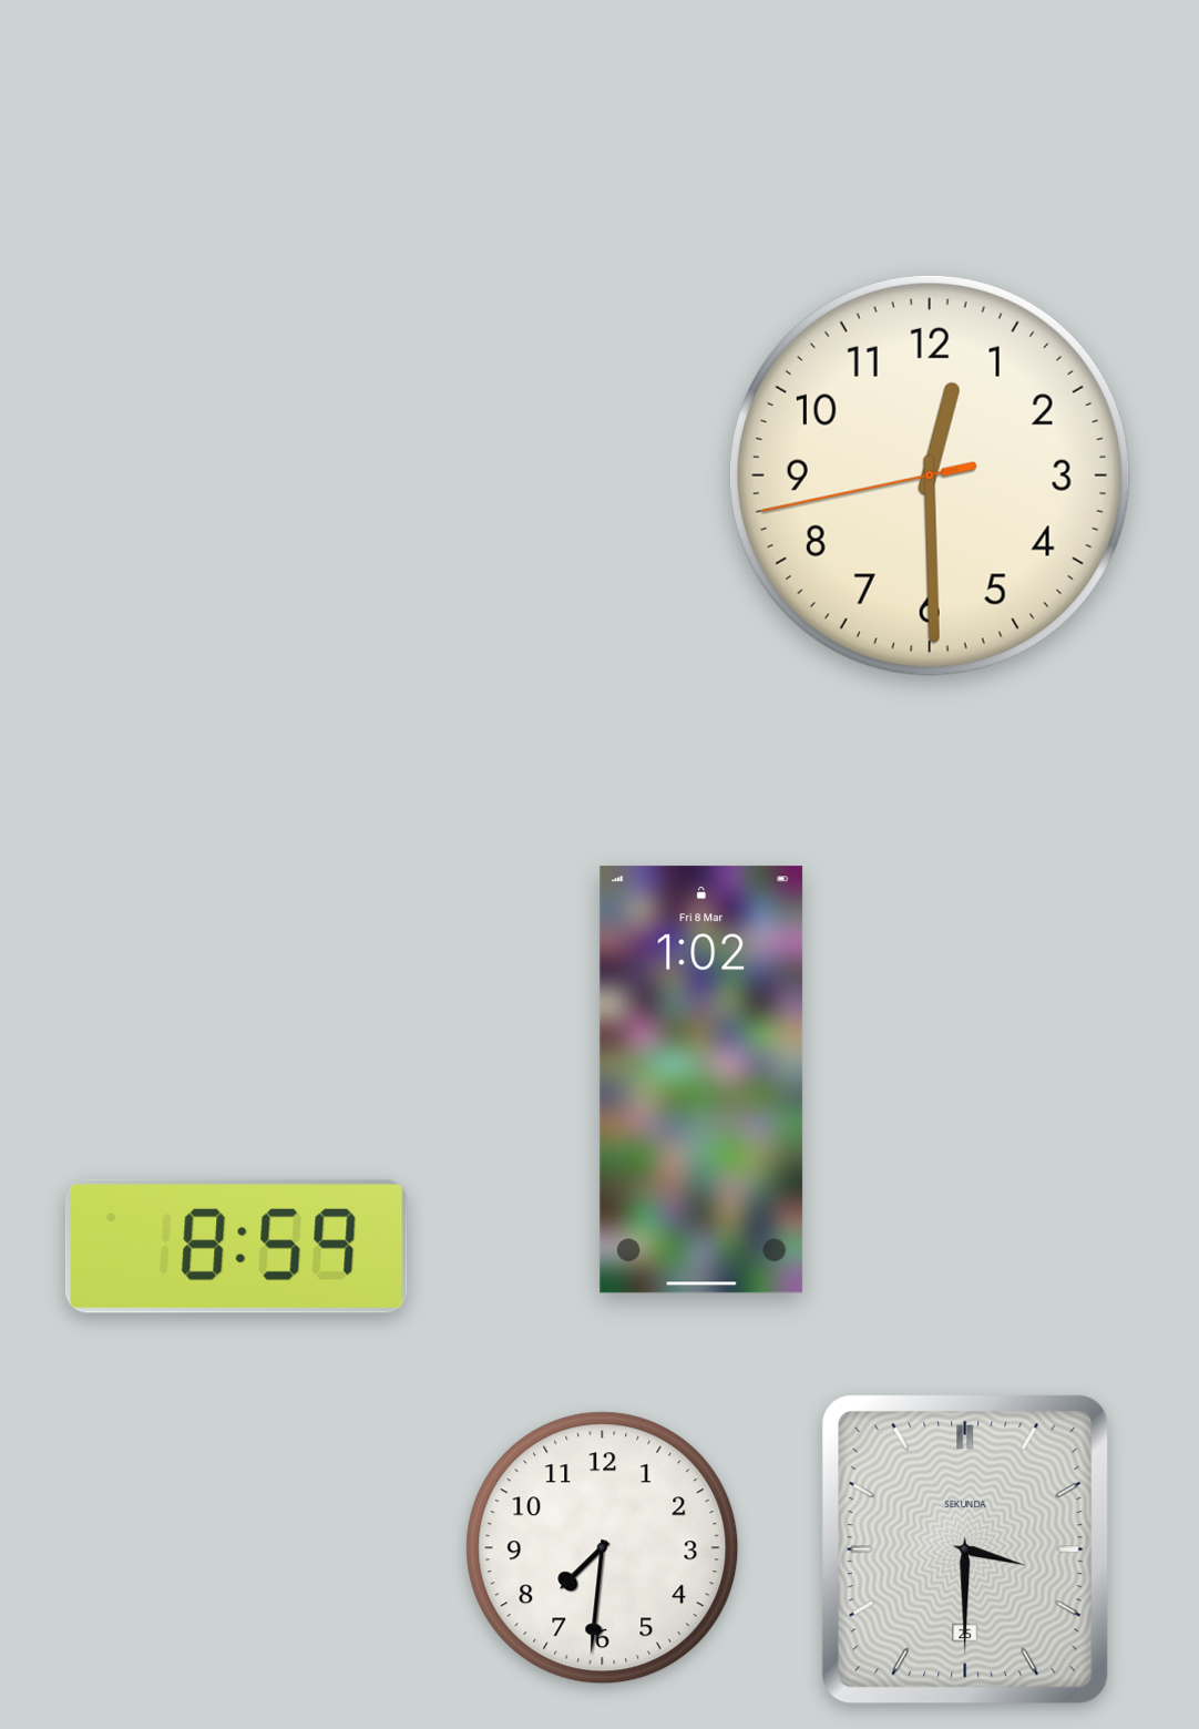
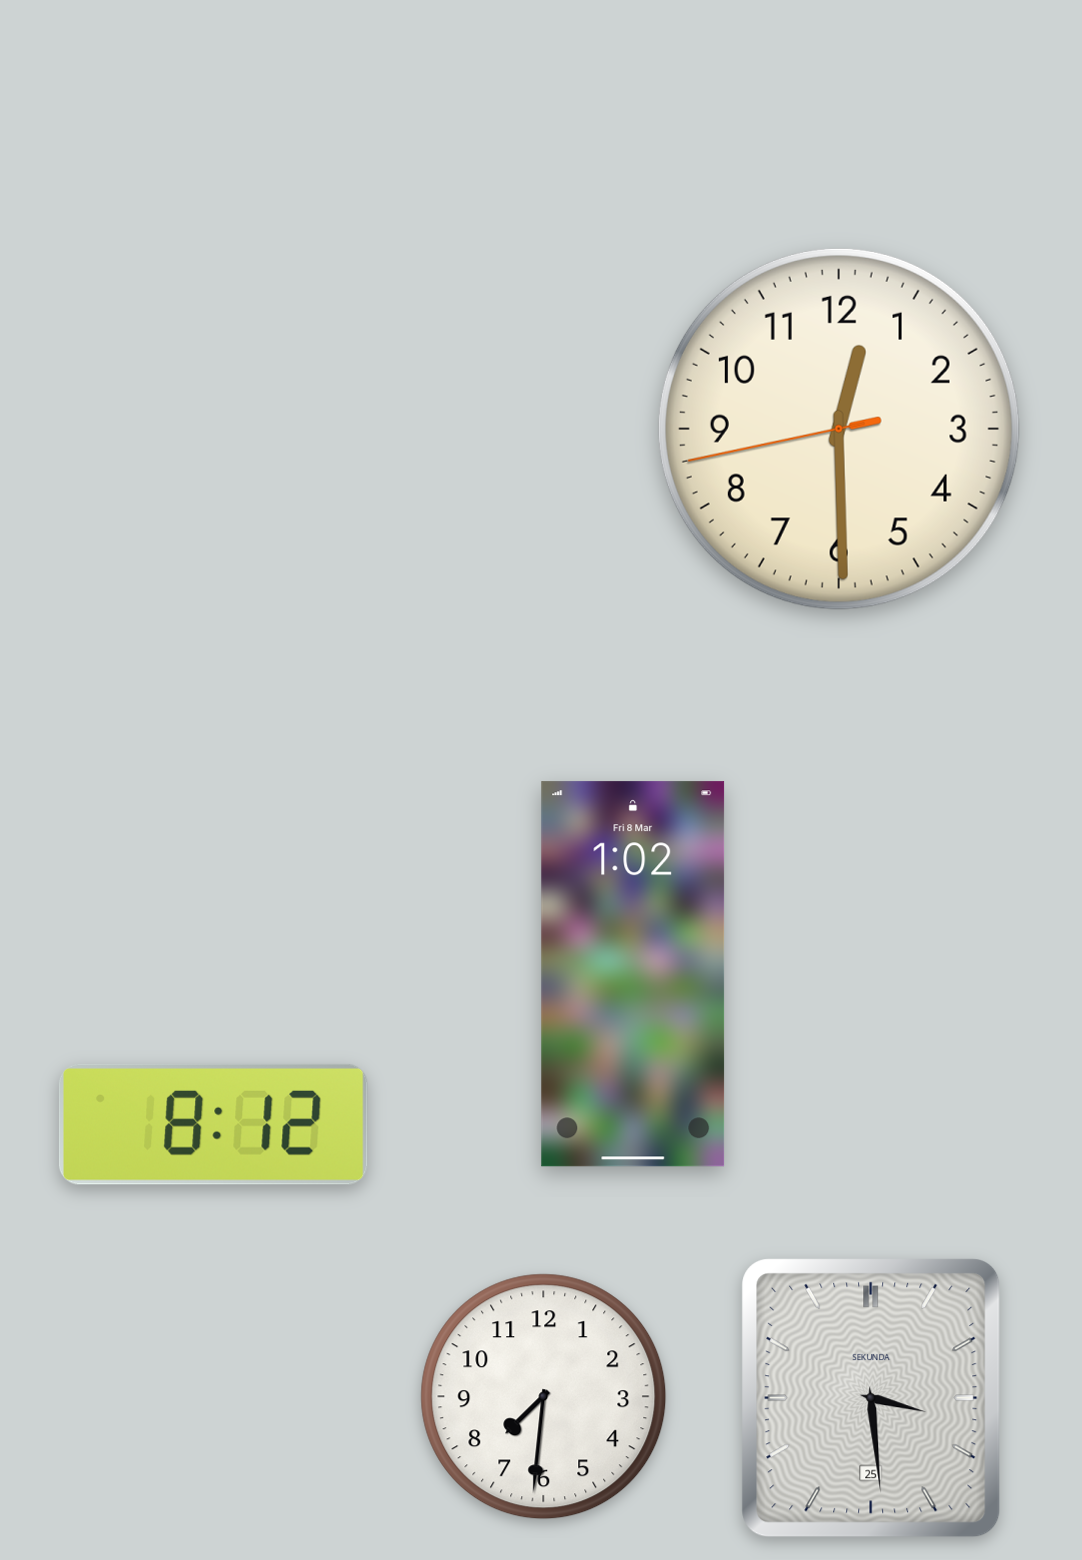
clock at (236, 1246): 8:59 -> 8:12
clock at (965, 1549): 3:30 -> 3:29
